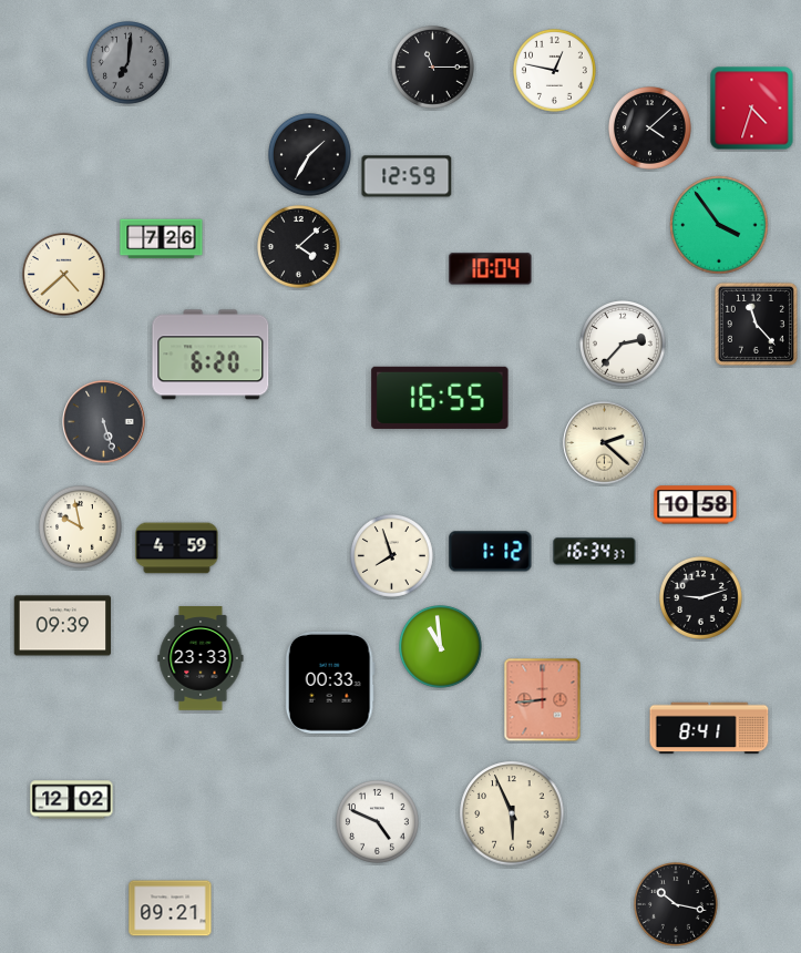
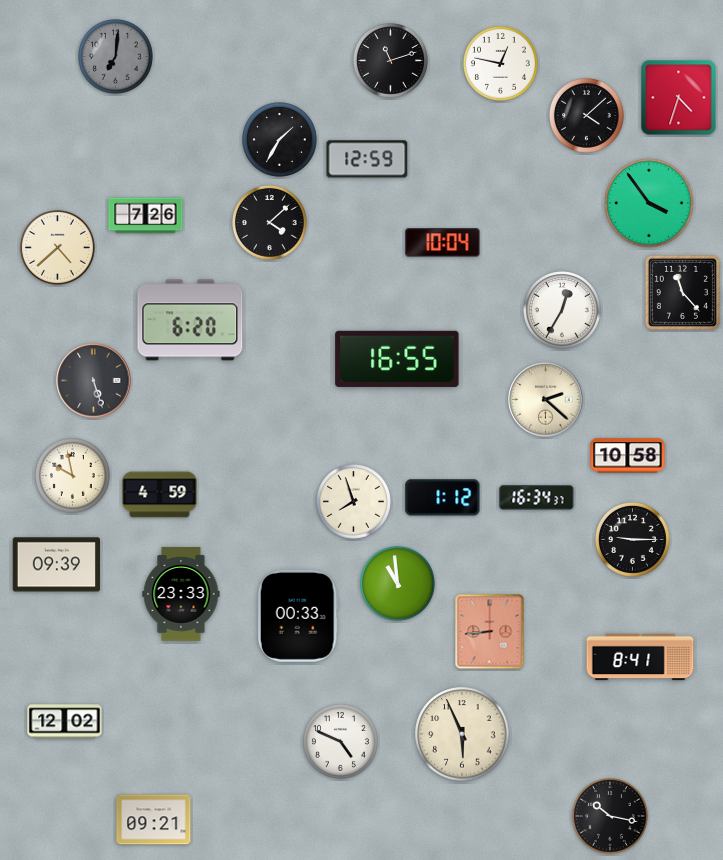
clock at (433, 68): 11:15 -> 11:12
clock at (624, 345): 2:37 -> 12:35
clock at (701, 598): 9:12 -> 9:15
